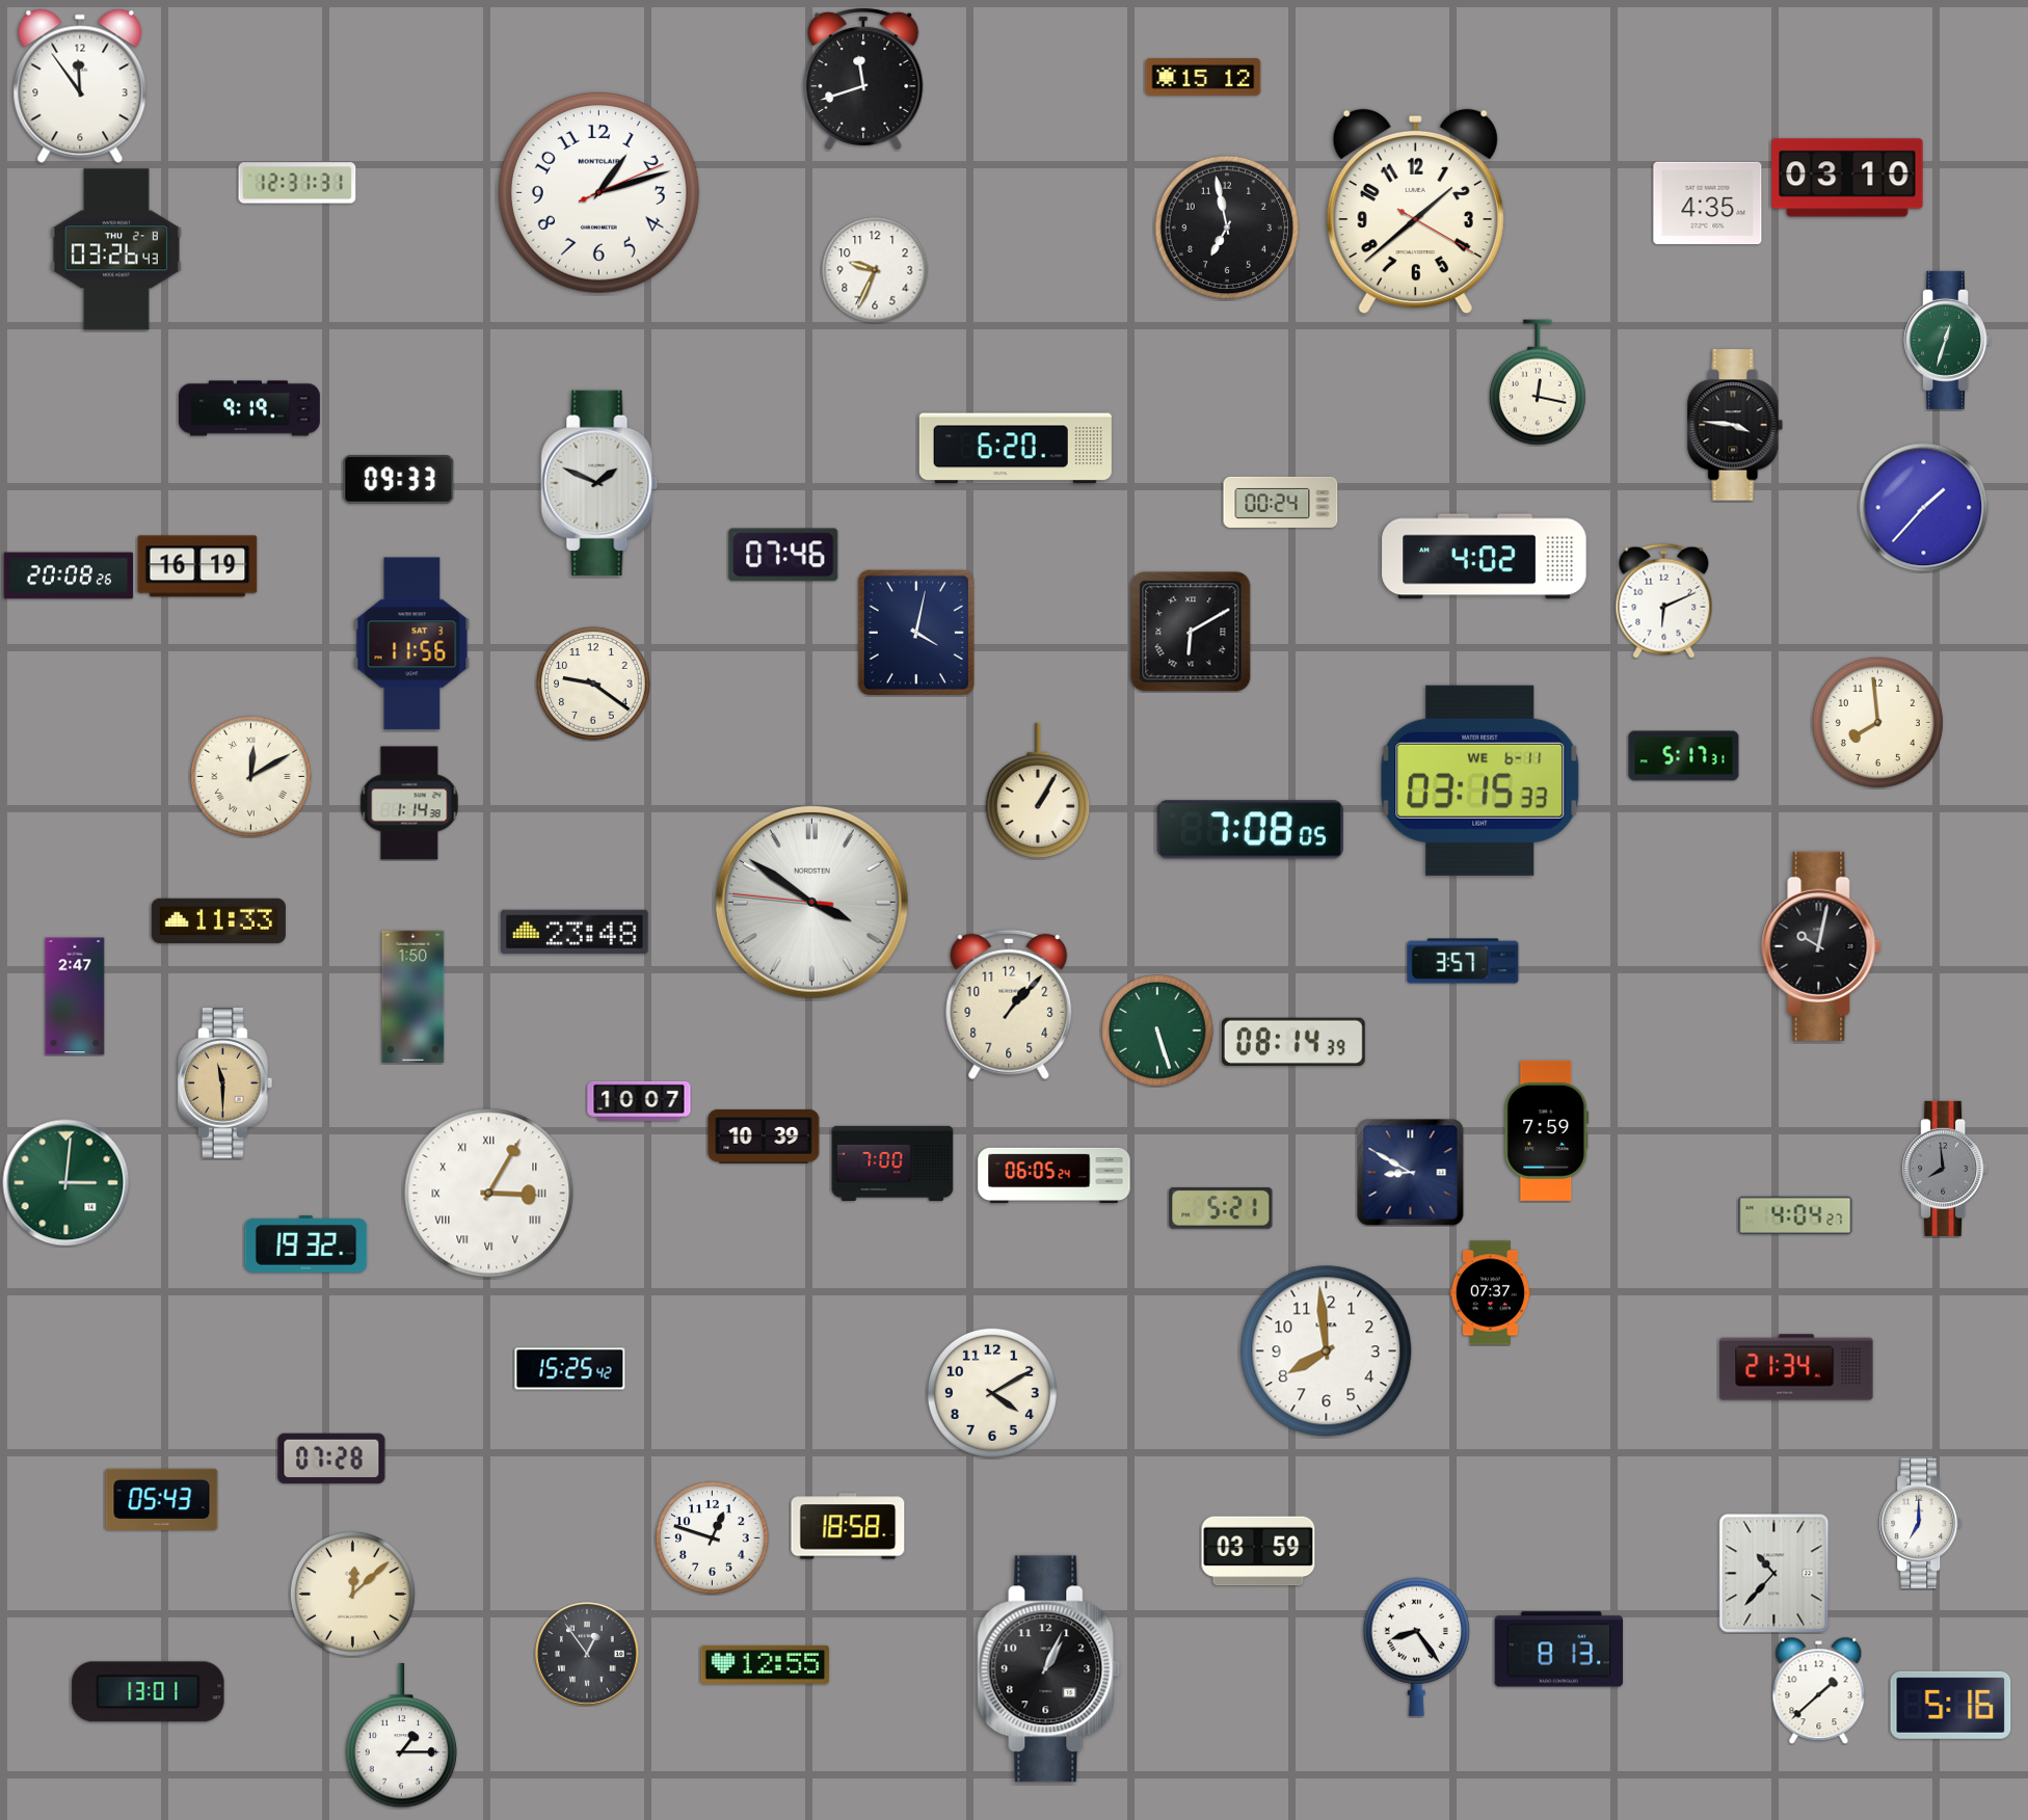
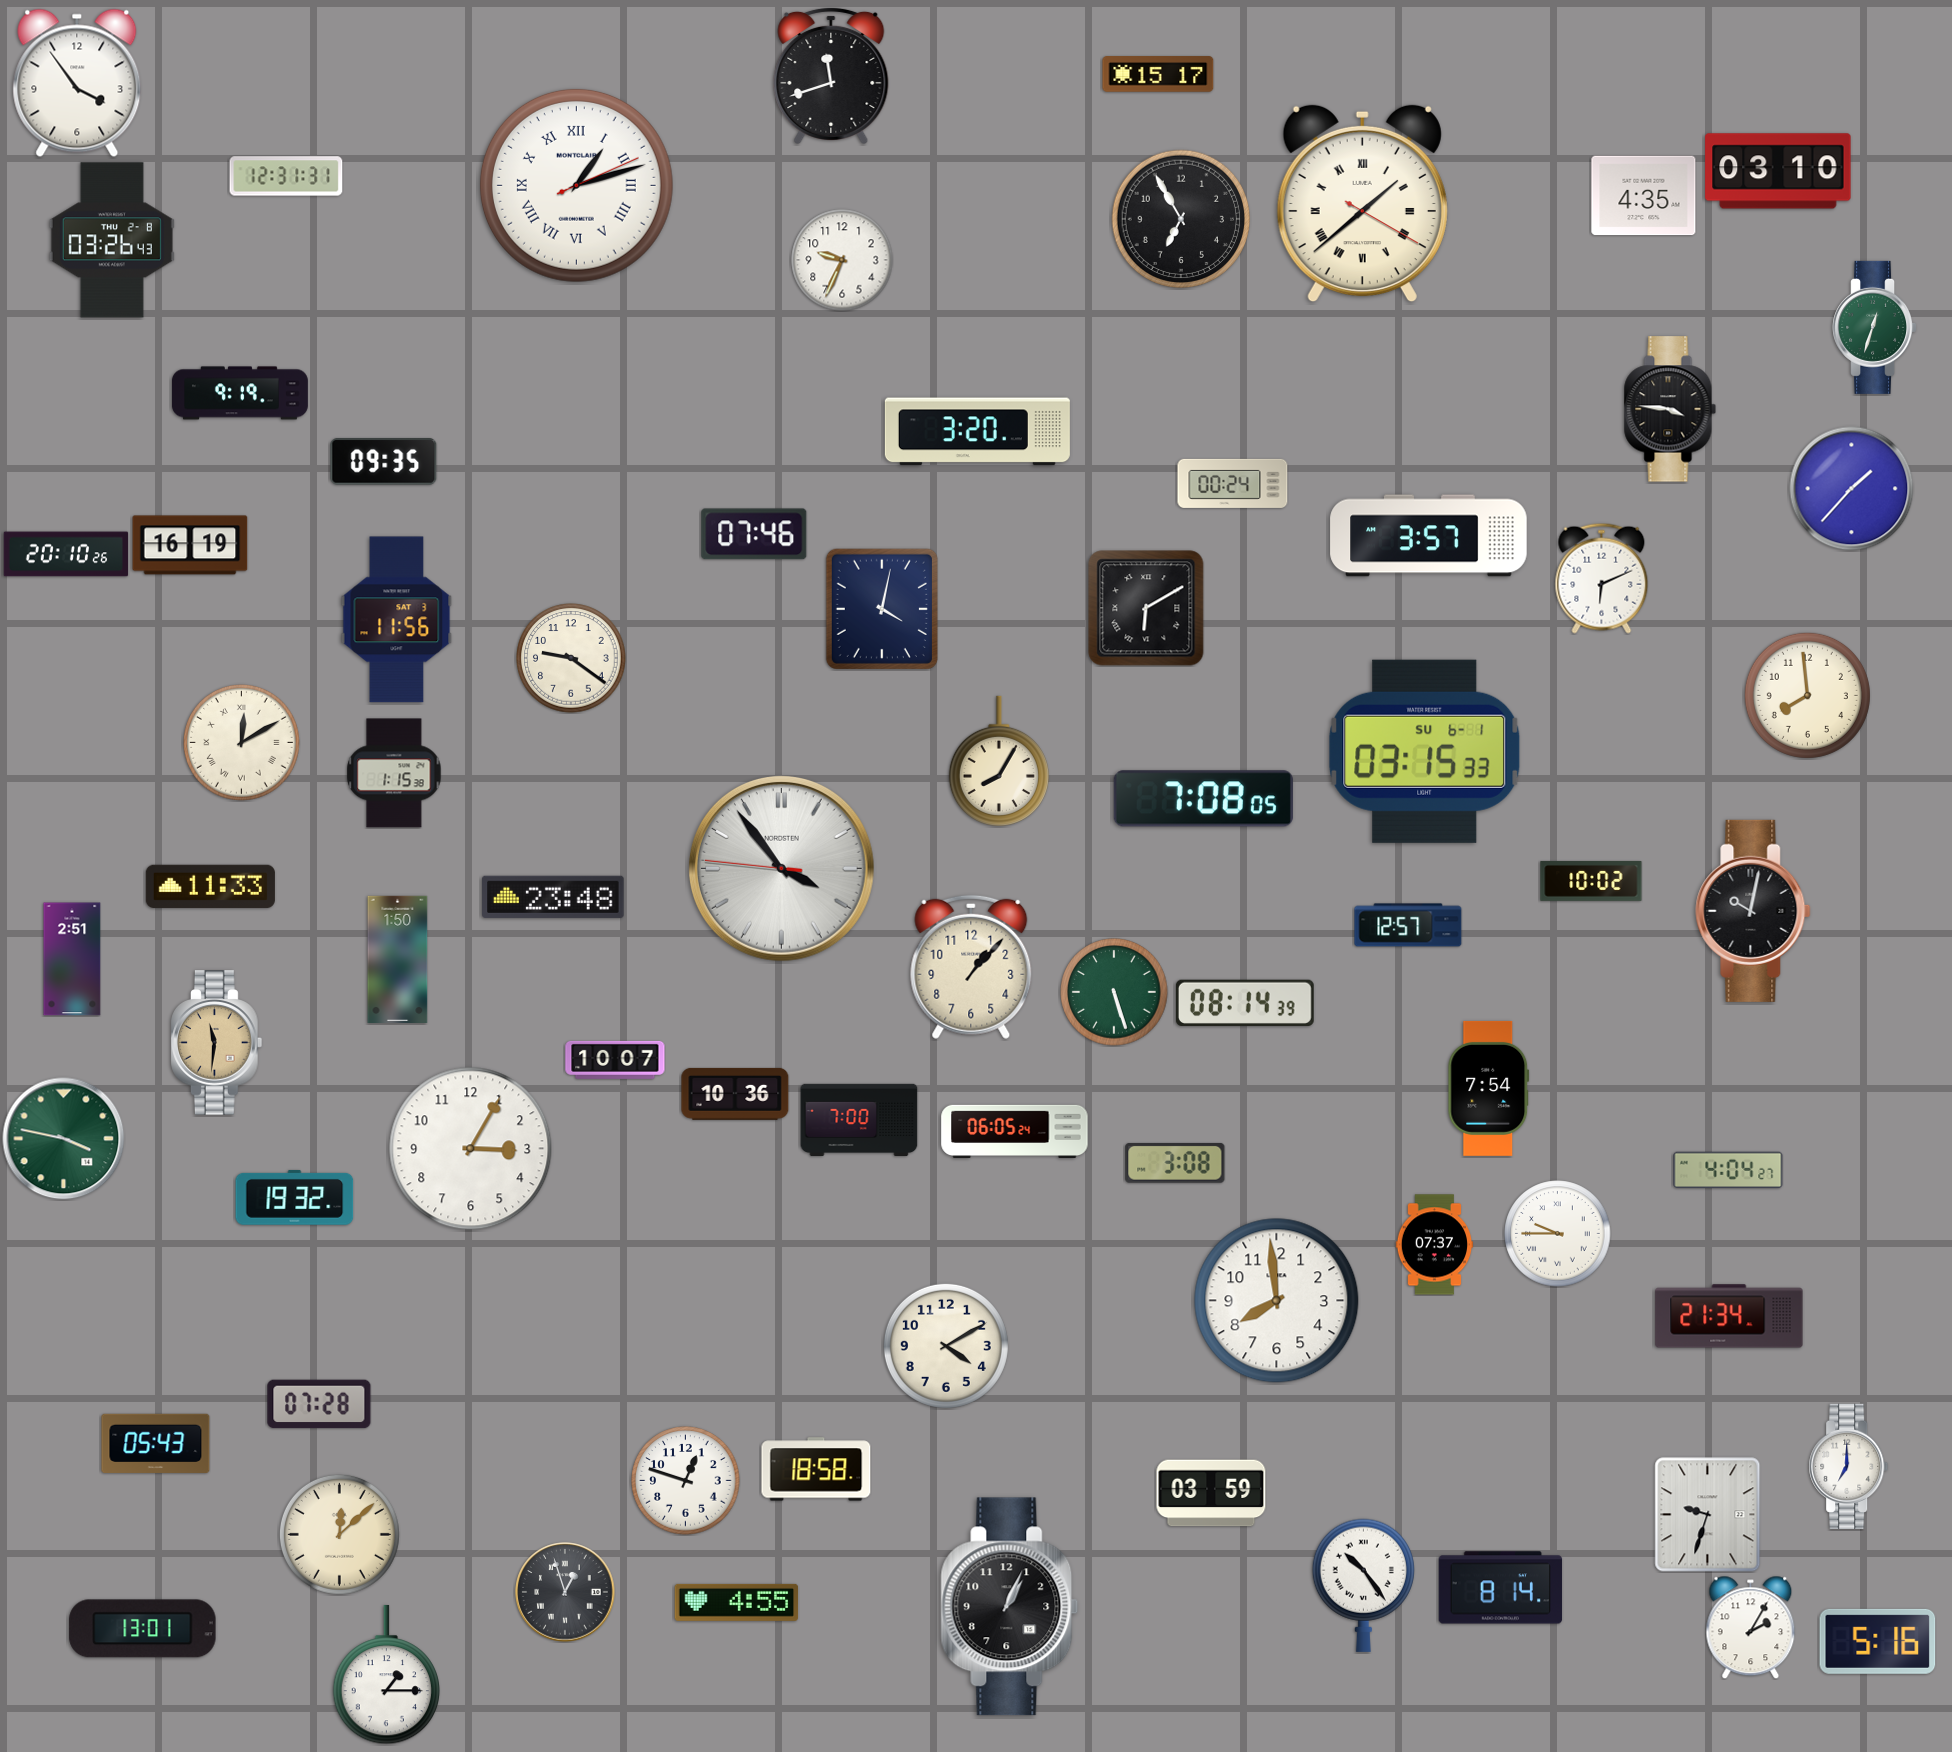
clock at (1203, 77): 15:12 -> 15:17
clock at (80, 86): 11:54 -> 3:54
clock at (598, 192) numerals: Arabic -> Roman
clock at (1415, 212) numerals: Arabic -> Roman
clock at (1227, 228): 6:58 -> 6:55
clock at (1538, 382): 12:17 -> none
clock at (1015, 449): 6:20 -> 3:20
clock at (399, 480): 09:33 -> 09:35
clock at (599, 483): 1:49 -> none
clock at (1485, 557): 4:02 -> 3:57
clock at (69, 576): 20:08 -> 20:10
clock at (1684, 756): 5:17 -> none
clock at (250, 776) position: (250, 776) -> (241, 742)
clock at (1480, 780) date: WE 6-11 -> SU 6-1
clock at (1038, 789): 1:05 -> 8:05
clock at (409, 803): 1:14 -> 1:15
clock at (811, 902): 3:50 -> 3:53
clock at (1591, 881): none -> 10:02
clock at (1463, 961): 3:57 -> 12:57
clock at (75, 996): 2:47 -> 2:51
clock at (225, 1083): 11:30 -> 11:31
clock at (1547, 1130): 7:59 -> 7:54
clock at (764, 1136): 10:39 -> 10:36
clock at (1945, 1169): 7:59 -> none
clock at (1411, 1173): 8:50 -> none
clock at (66, 1183): 3:01 -> 3:47
clock at (489, 1194) numerals: Roman -> Arabic
clock at (1221, 1208): 5:21 -> 3:08
clock at (1558, 1234): none -> 9:45
clock at (570, 1369): 15:25 -> none
clock at (992, 1393) position: (992, 1393) -> (946, 1346)
clock at (1774, 1574): 10:37 -> 9:33
clock at (1416, 1647): 8:24 -> 10:24
clock at (1559, 1650): 8:13 -> 8:14
clock at (587, 1654): 12:54 -> 12:57
clock at (766, 1664): 12:55 -> 4:55
clock at (1819, 1690): 1:38 -> 2:05
clock at (401, 1736) position: (401, 1736) -> (386, 1675)
